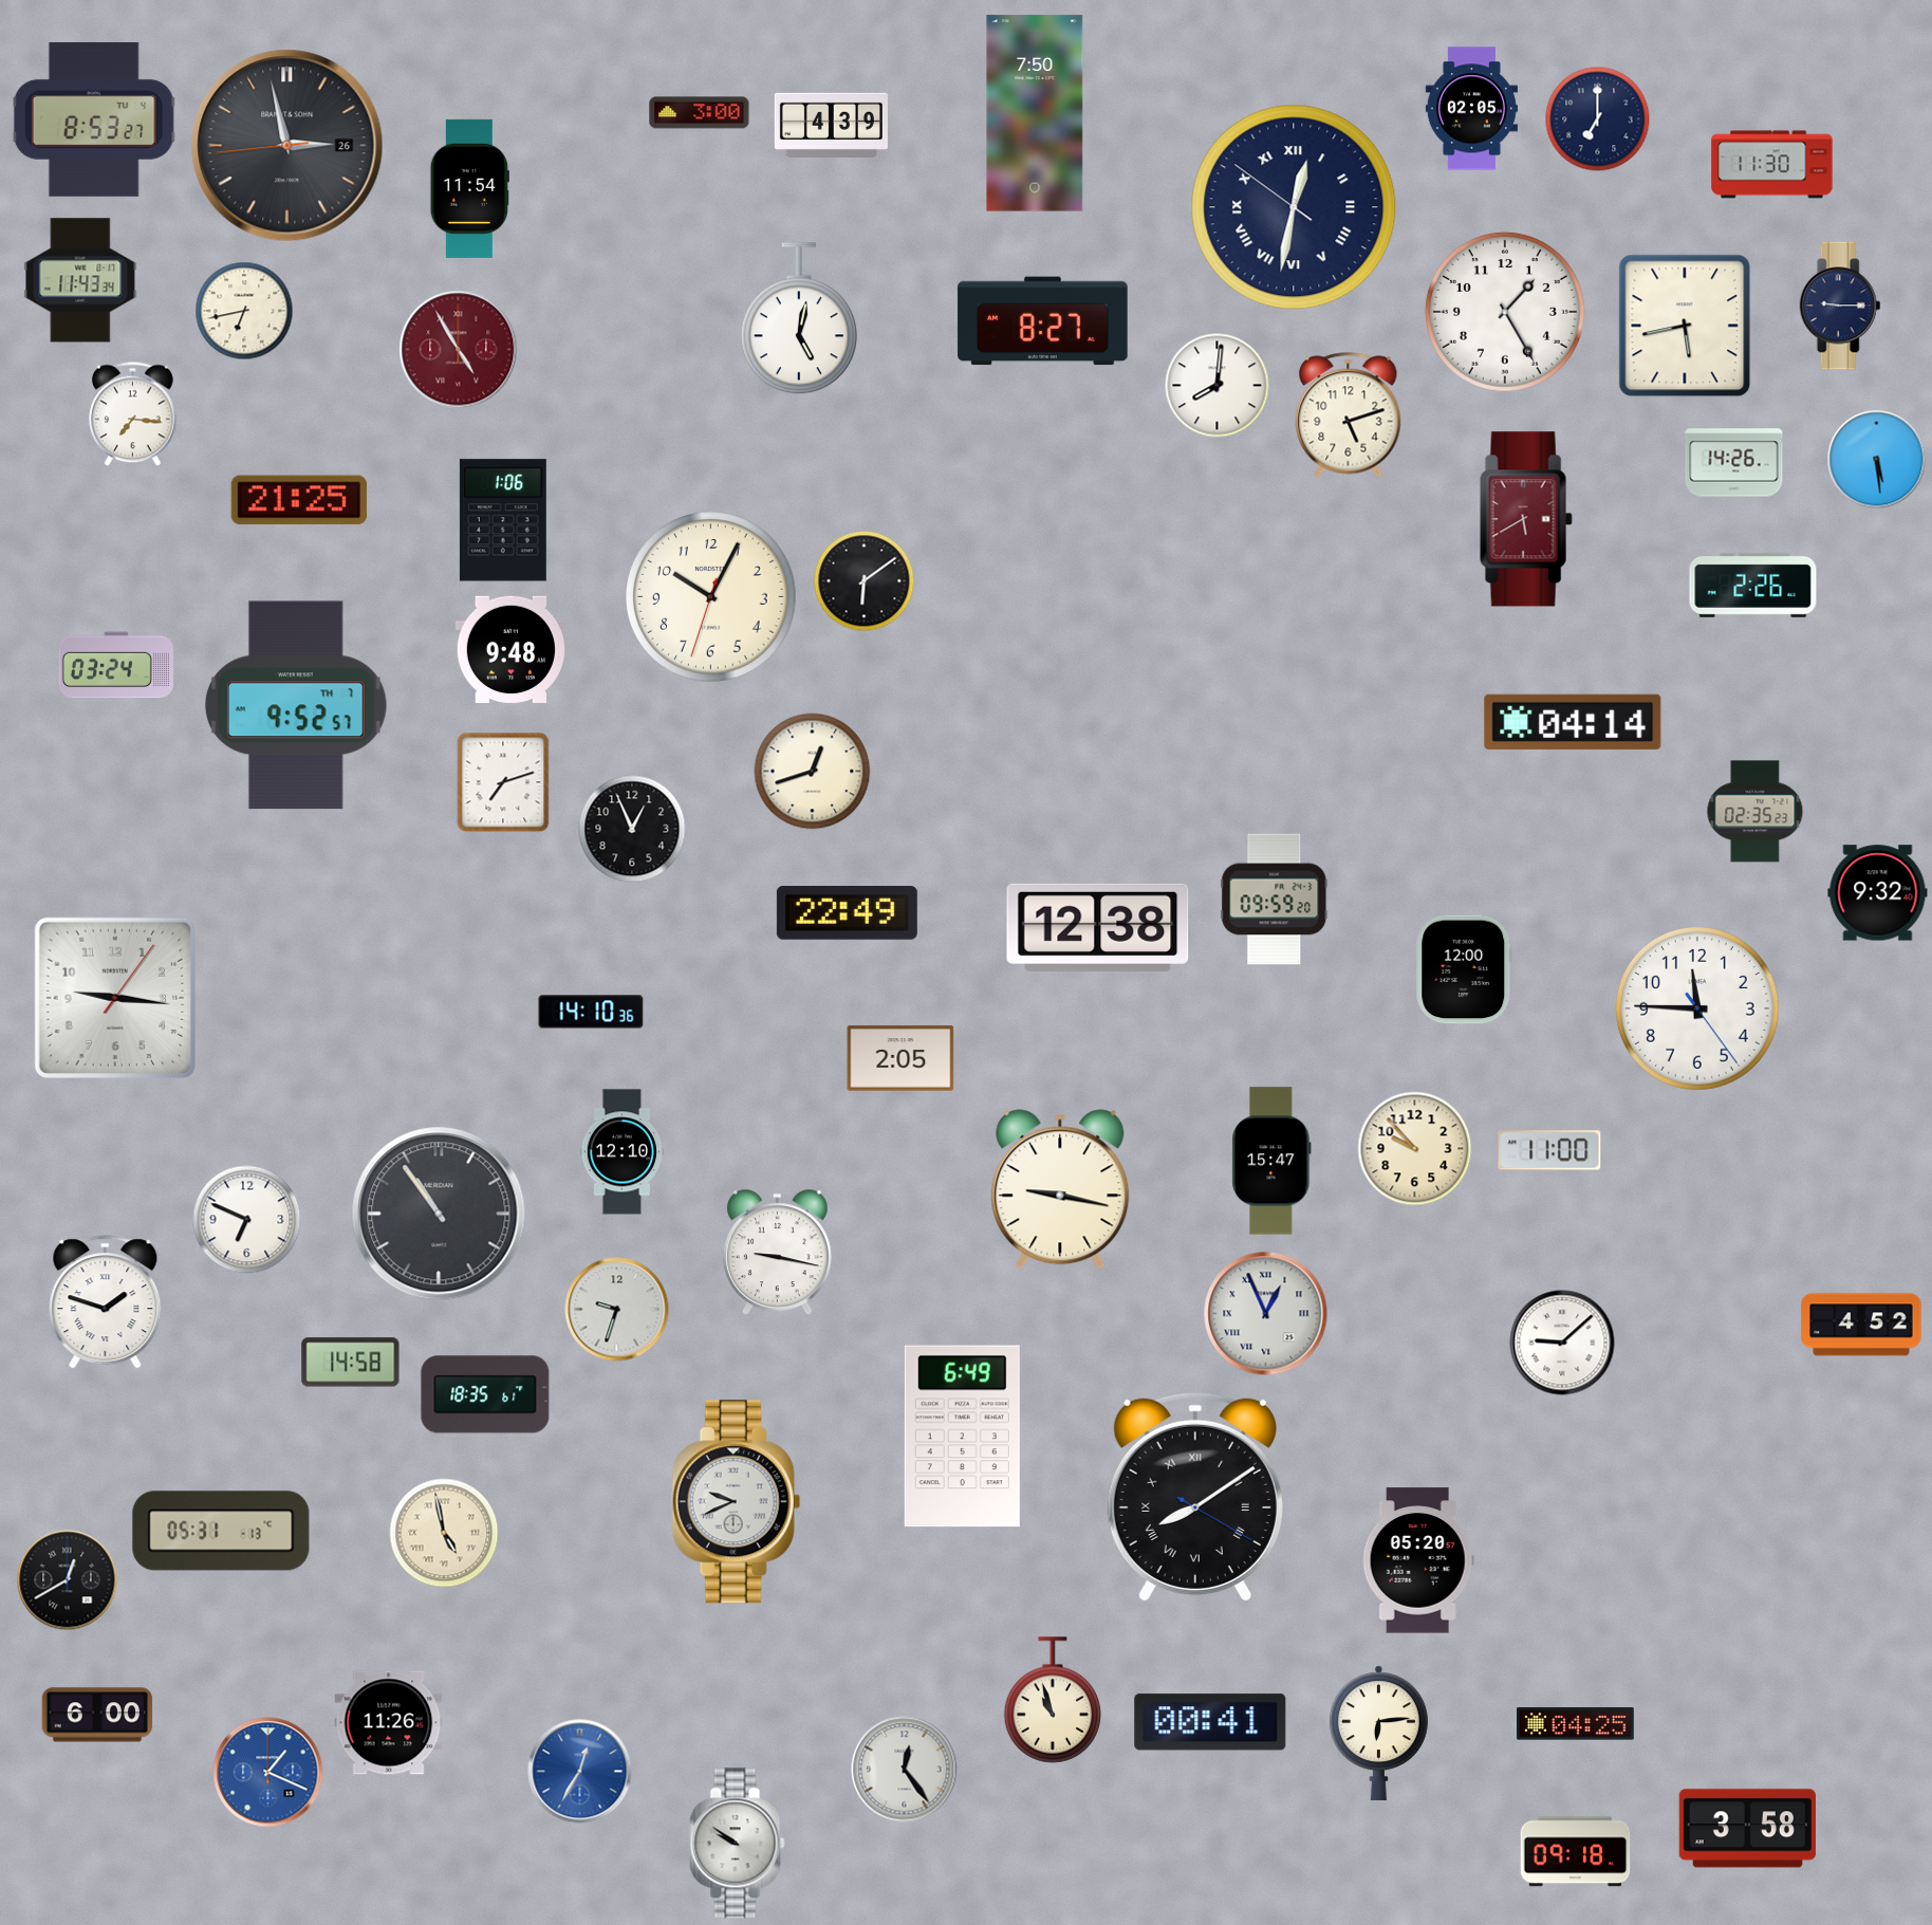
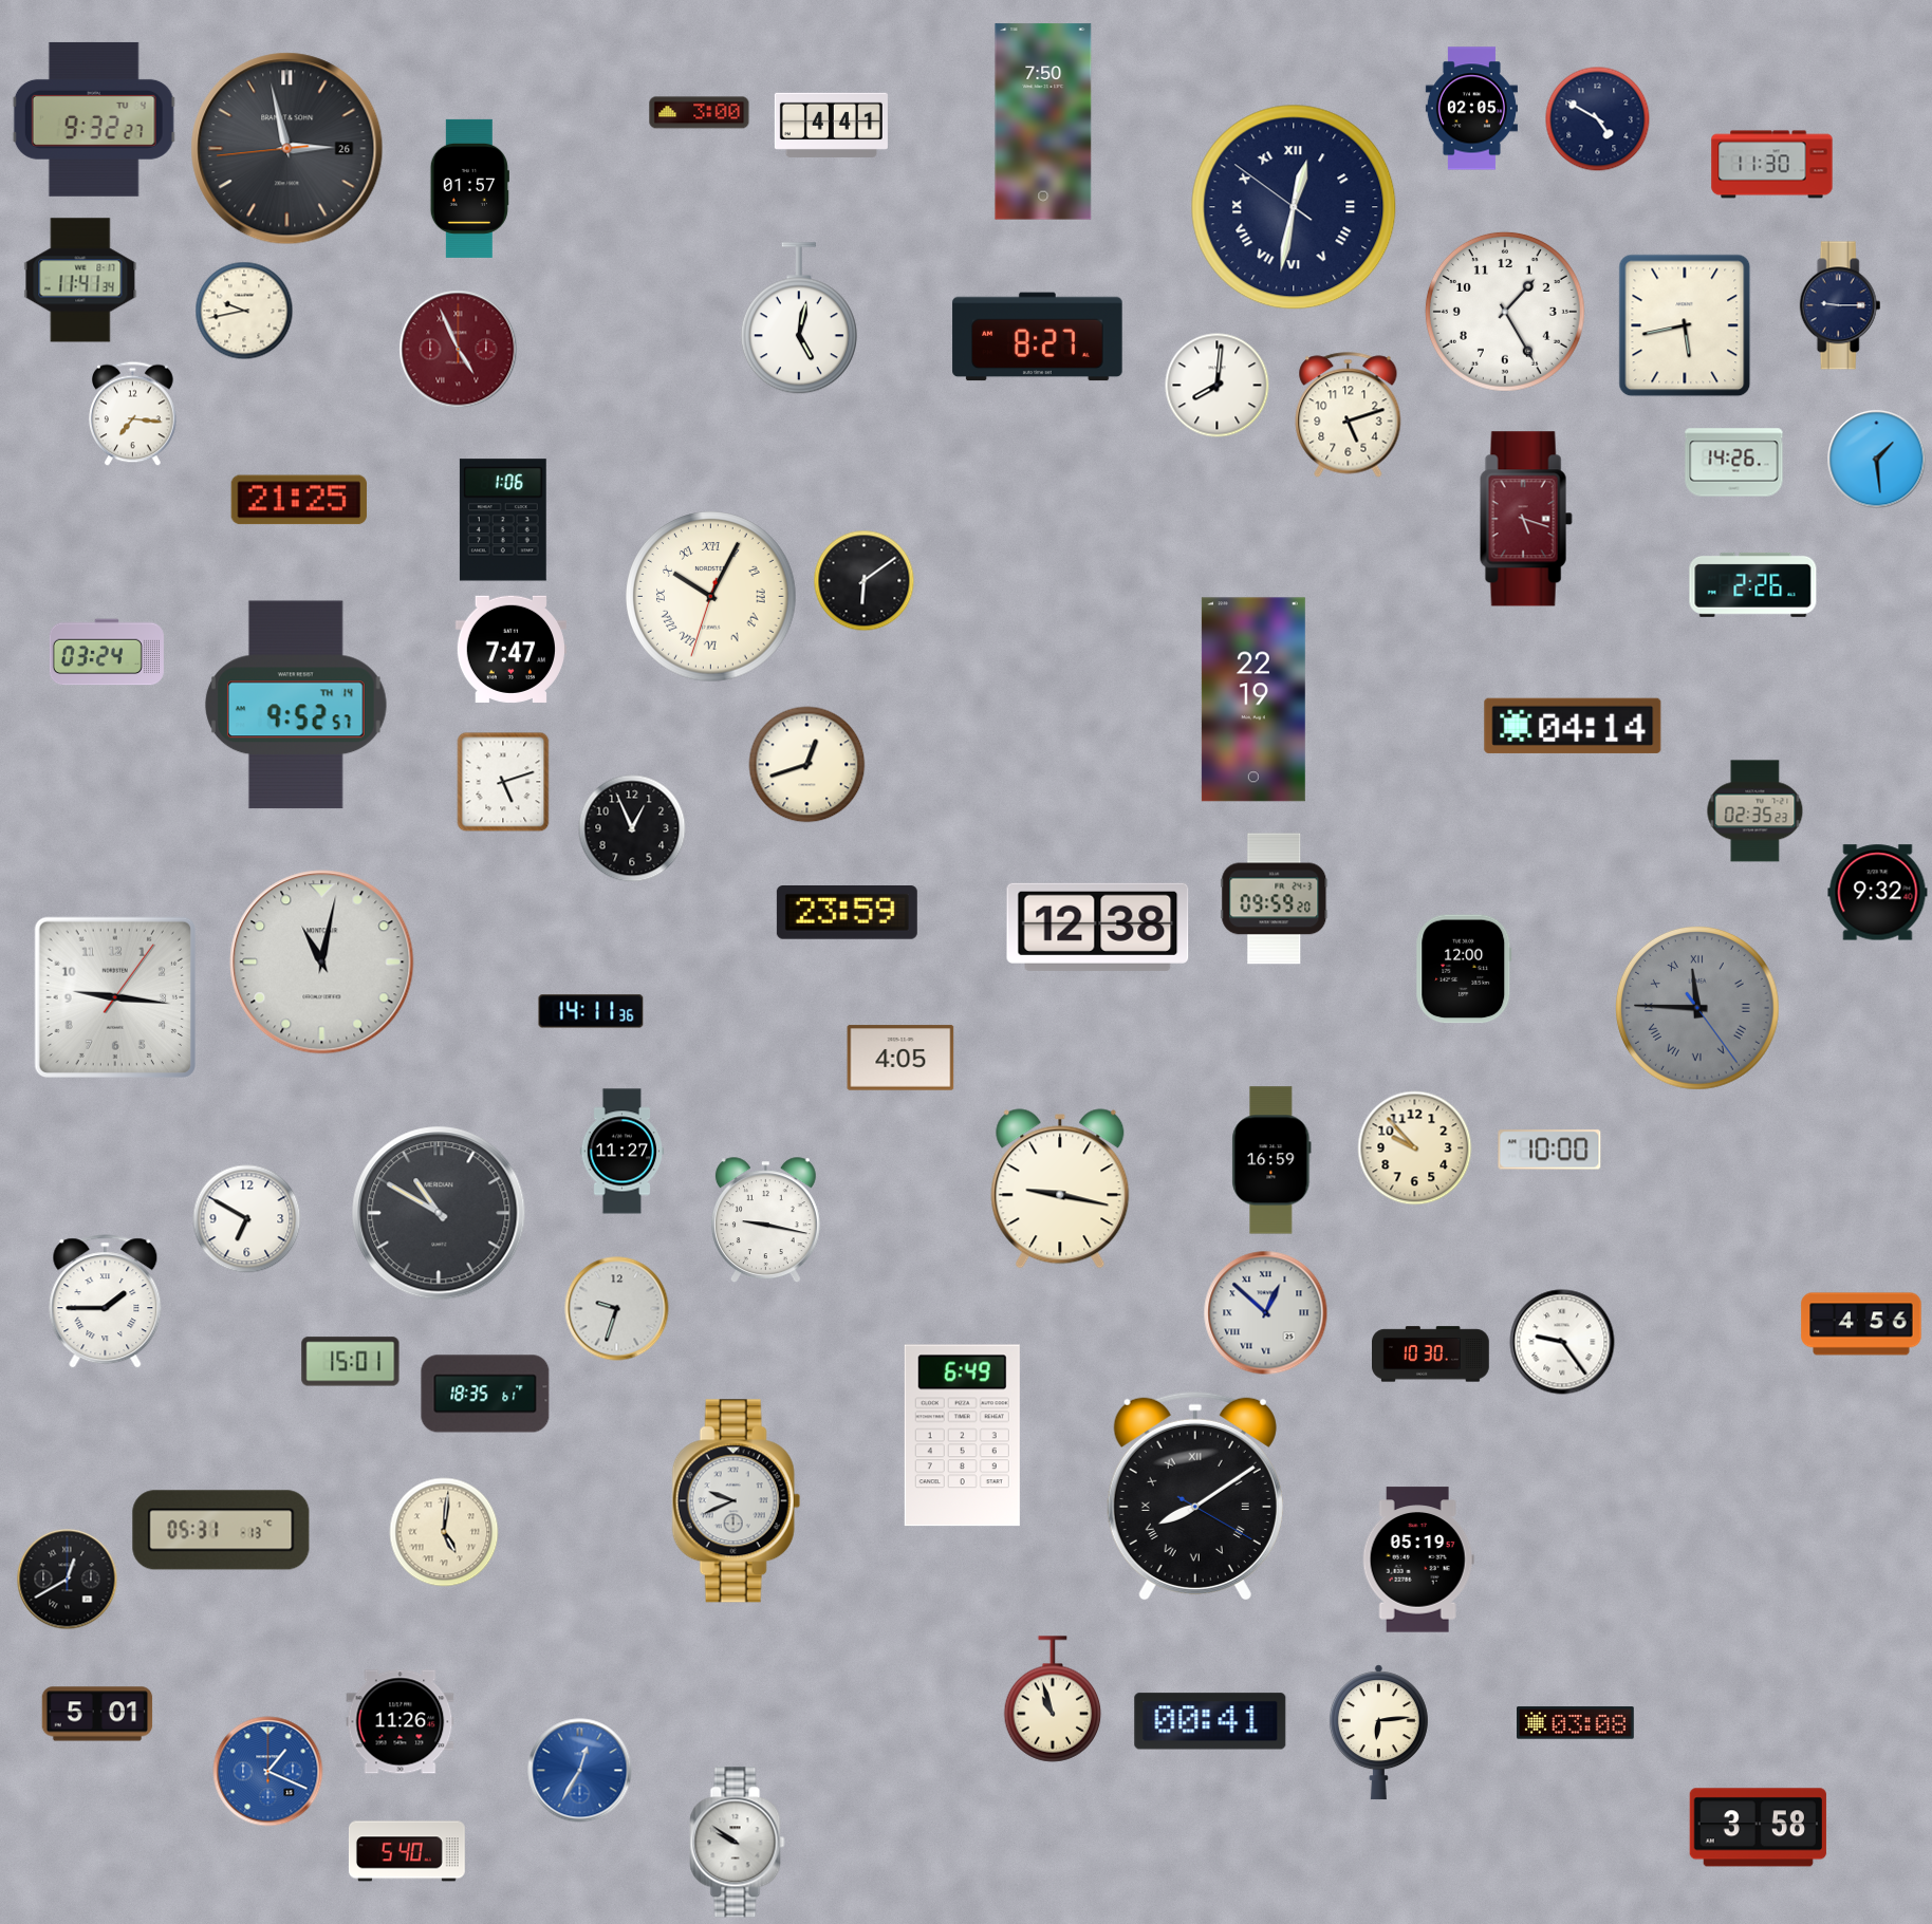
clock at (1035, 113) position: (1035, 113) -> (1043, 122)
clock at (94, 119): 8:53 -> 9:32
clock at (1598, 119): 7:00 -> 4:50
clock at (831, 125): 4:39 -> 4:41
clock at (287, 146) position: (287, 146) -> (287, 149)
clock at (469, 188): 11:54 -> 01:57
clock at (80, 280): 11:43 -> 11:41
clock at (244, 311): 6:43 -> 9:43
clock at (1043, 321) position: (1043, 321) -> (1038, 337)
clock at (459, 350): 4:55 -> 4:56
clock at (1877, 460): 5:29 -> 1:29
clock at (1526, 519): 5:40 -> 5:18
clock at (711, 597) numerals: Arabic -> Roman
clock at (510, 649): 9:48 -> 7:47
clock at (116, 665) position: (116, 665) -> (107, 652)
clock at (1253, 699): none -> 22:19
clock at (296, 705) date: TH 7 -> TH 14
clock at (1573, 722) position: (1573, 722) -> (1573, 726)
clock at (813, 772) position: (813, 772) -> (807, 765)
clock at (503, 782): 7:12 -> 5:12
clock at (847, 913): 22:49 -> 23:59
clock at (322, 963): none -> 11:02
clock at (1697, 1008) dial: white -> grey
clock at (1697, 1008) numerals: Arabic -> Roman
clock at (591, 1012): 14:10 -> 14:11
clock at (900, 1058): 2:05 -> 4:05
clock at (1549, 1150): 11:00 -> 10:00
clock at (621, 1152): 12:10 -> 11:27
clock at (1271, 1161): 15:47 -> 16:59
clock at (439, 1214): 10:54 -> 10:50
clock at (247, 1220): 6:49 -> 6:50
clock at (777, 1253) position: (777, 1253) -> (765, 1220)
clock at (106, 1302): 1:48 -> 1:45
clock at (1266, 1314): 12:56 -> 12:52
clock at (1861, 1325): 4:52 -> 4:56
clock at (1562, 1343): 9:08 -> 9:24
clock at (1431, 1355): none -> 10:30
clock at (351, 1363): 14:58 -> 15:01
clock at (444, 1533): 4:58 -> 5:01
clock at (1418, 1560): 05:20 -> 05:19
clock at (97, 1715): 6:00 -> 5:01
clock at (389, 1723) position: (389, 1723) -> (401, 1722)
clock at (1576, 1724): 04:25 -> 03:08
clock at (905, 1770): 12:24 -> none
clock at (1747, 1829) position: (1747, 1829) -> (1758, 1828)
clock at (407, 1851): none -> 5:40
clock at (1576, 1852): 09:18 -> none
